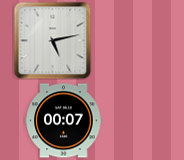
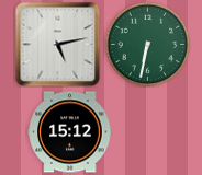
clock at (147, 44): none -> 6:32
clock at (64, 121): 00:07 -> 15:12
